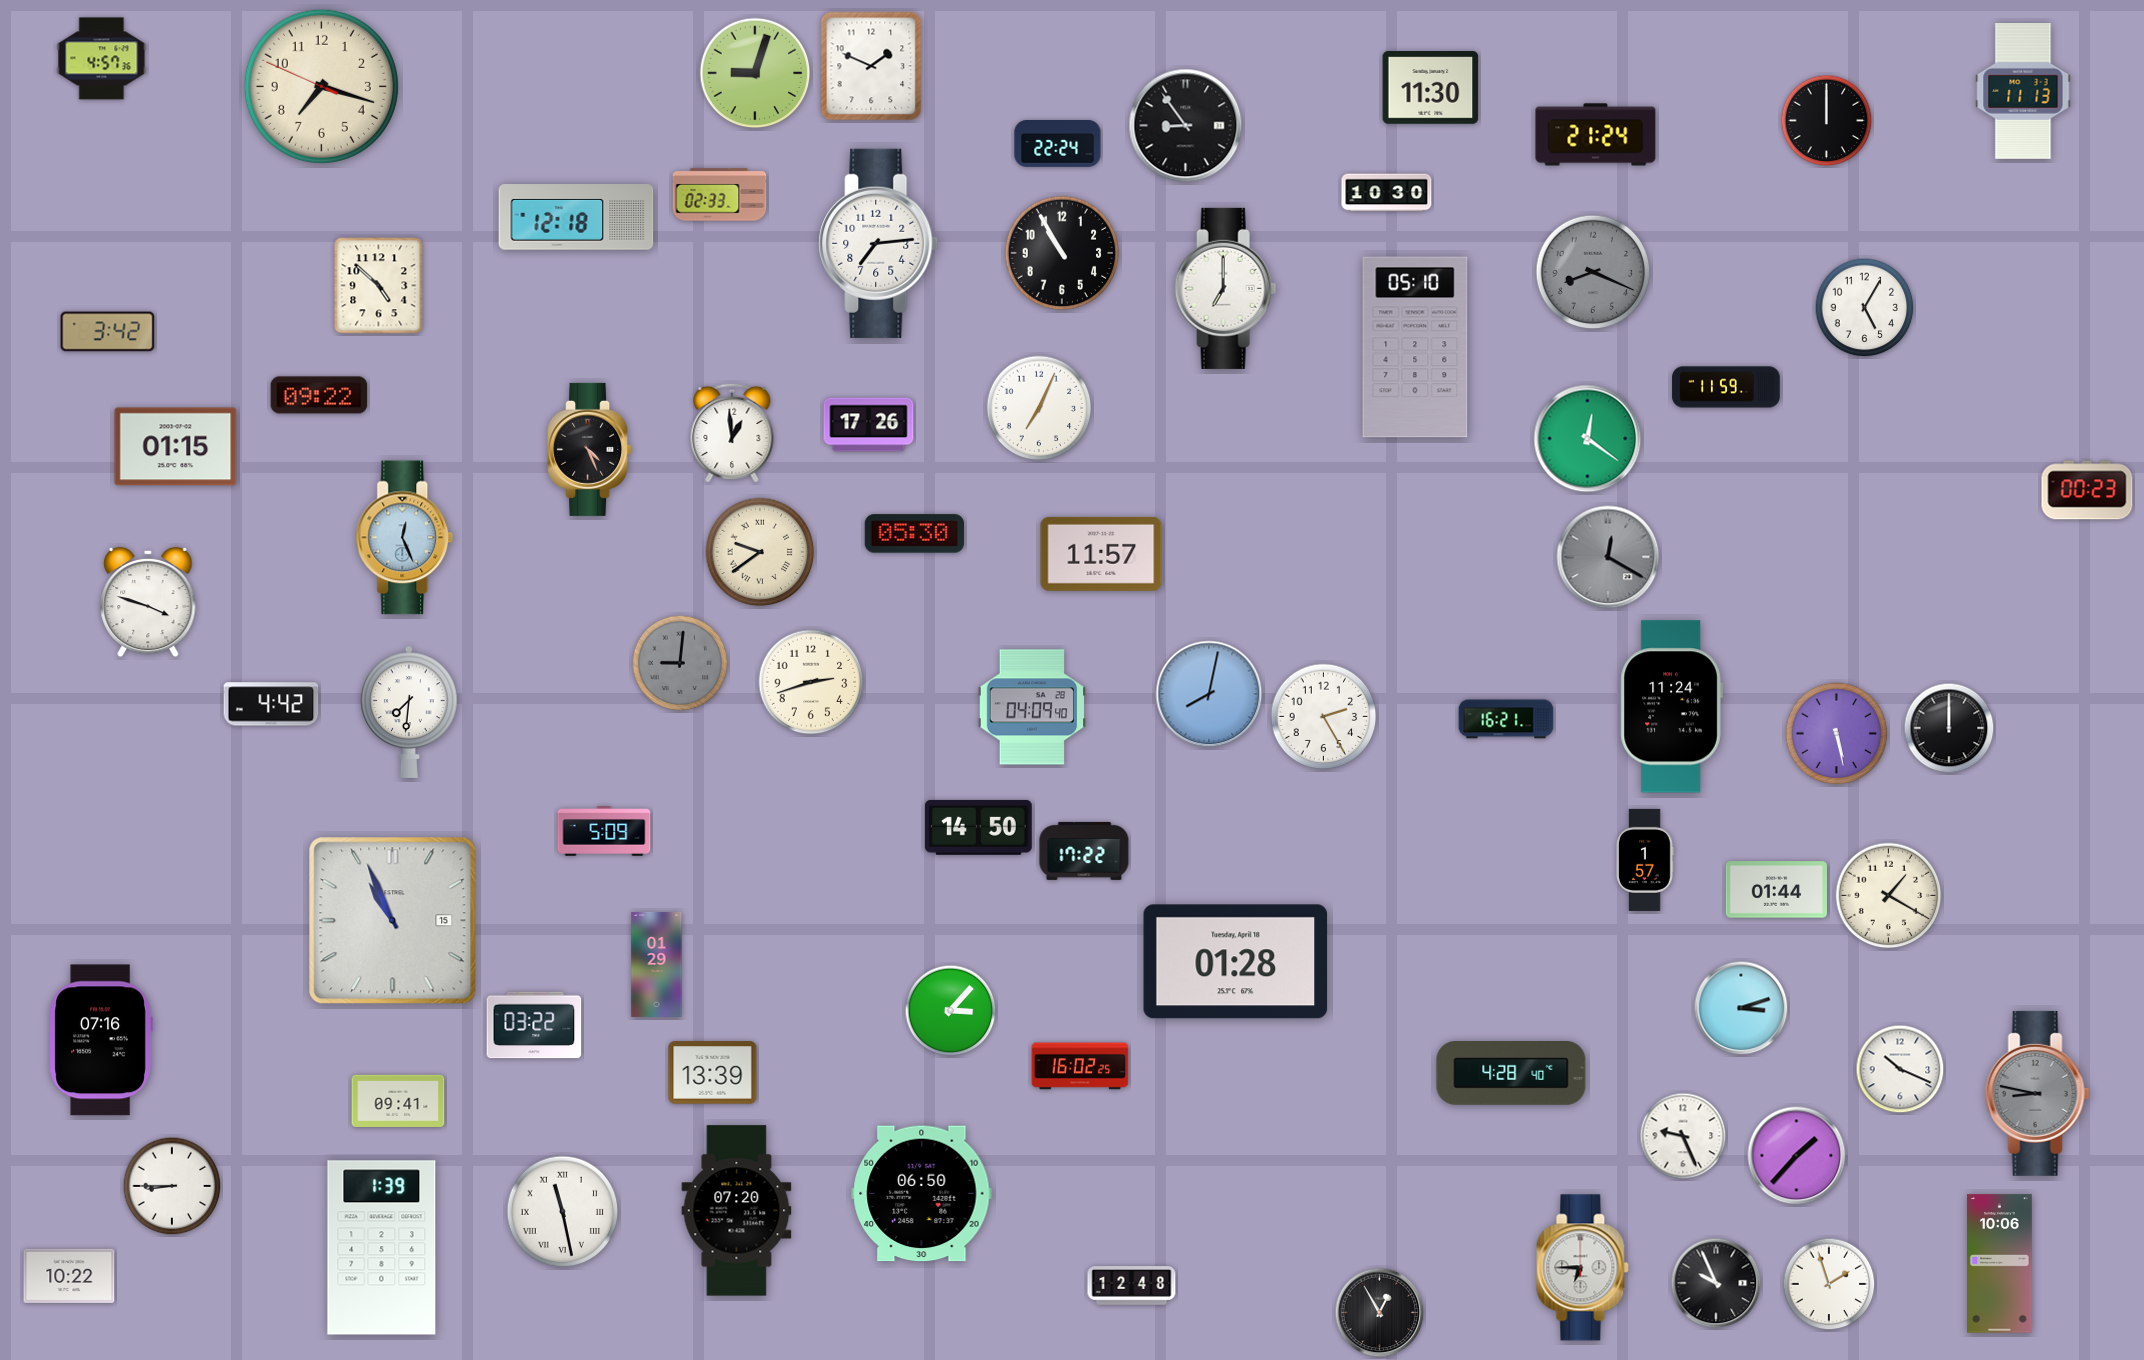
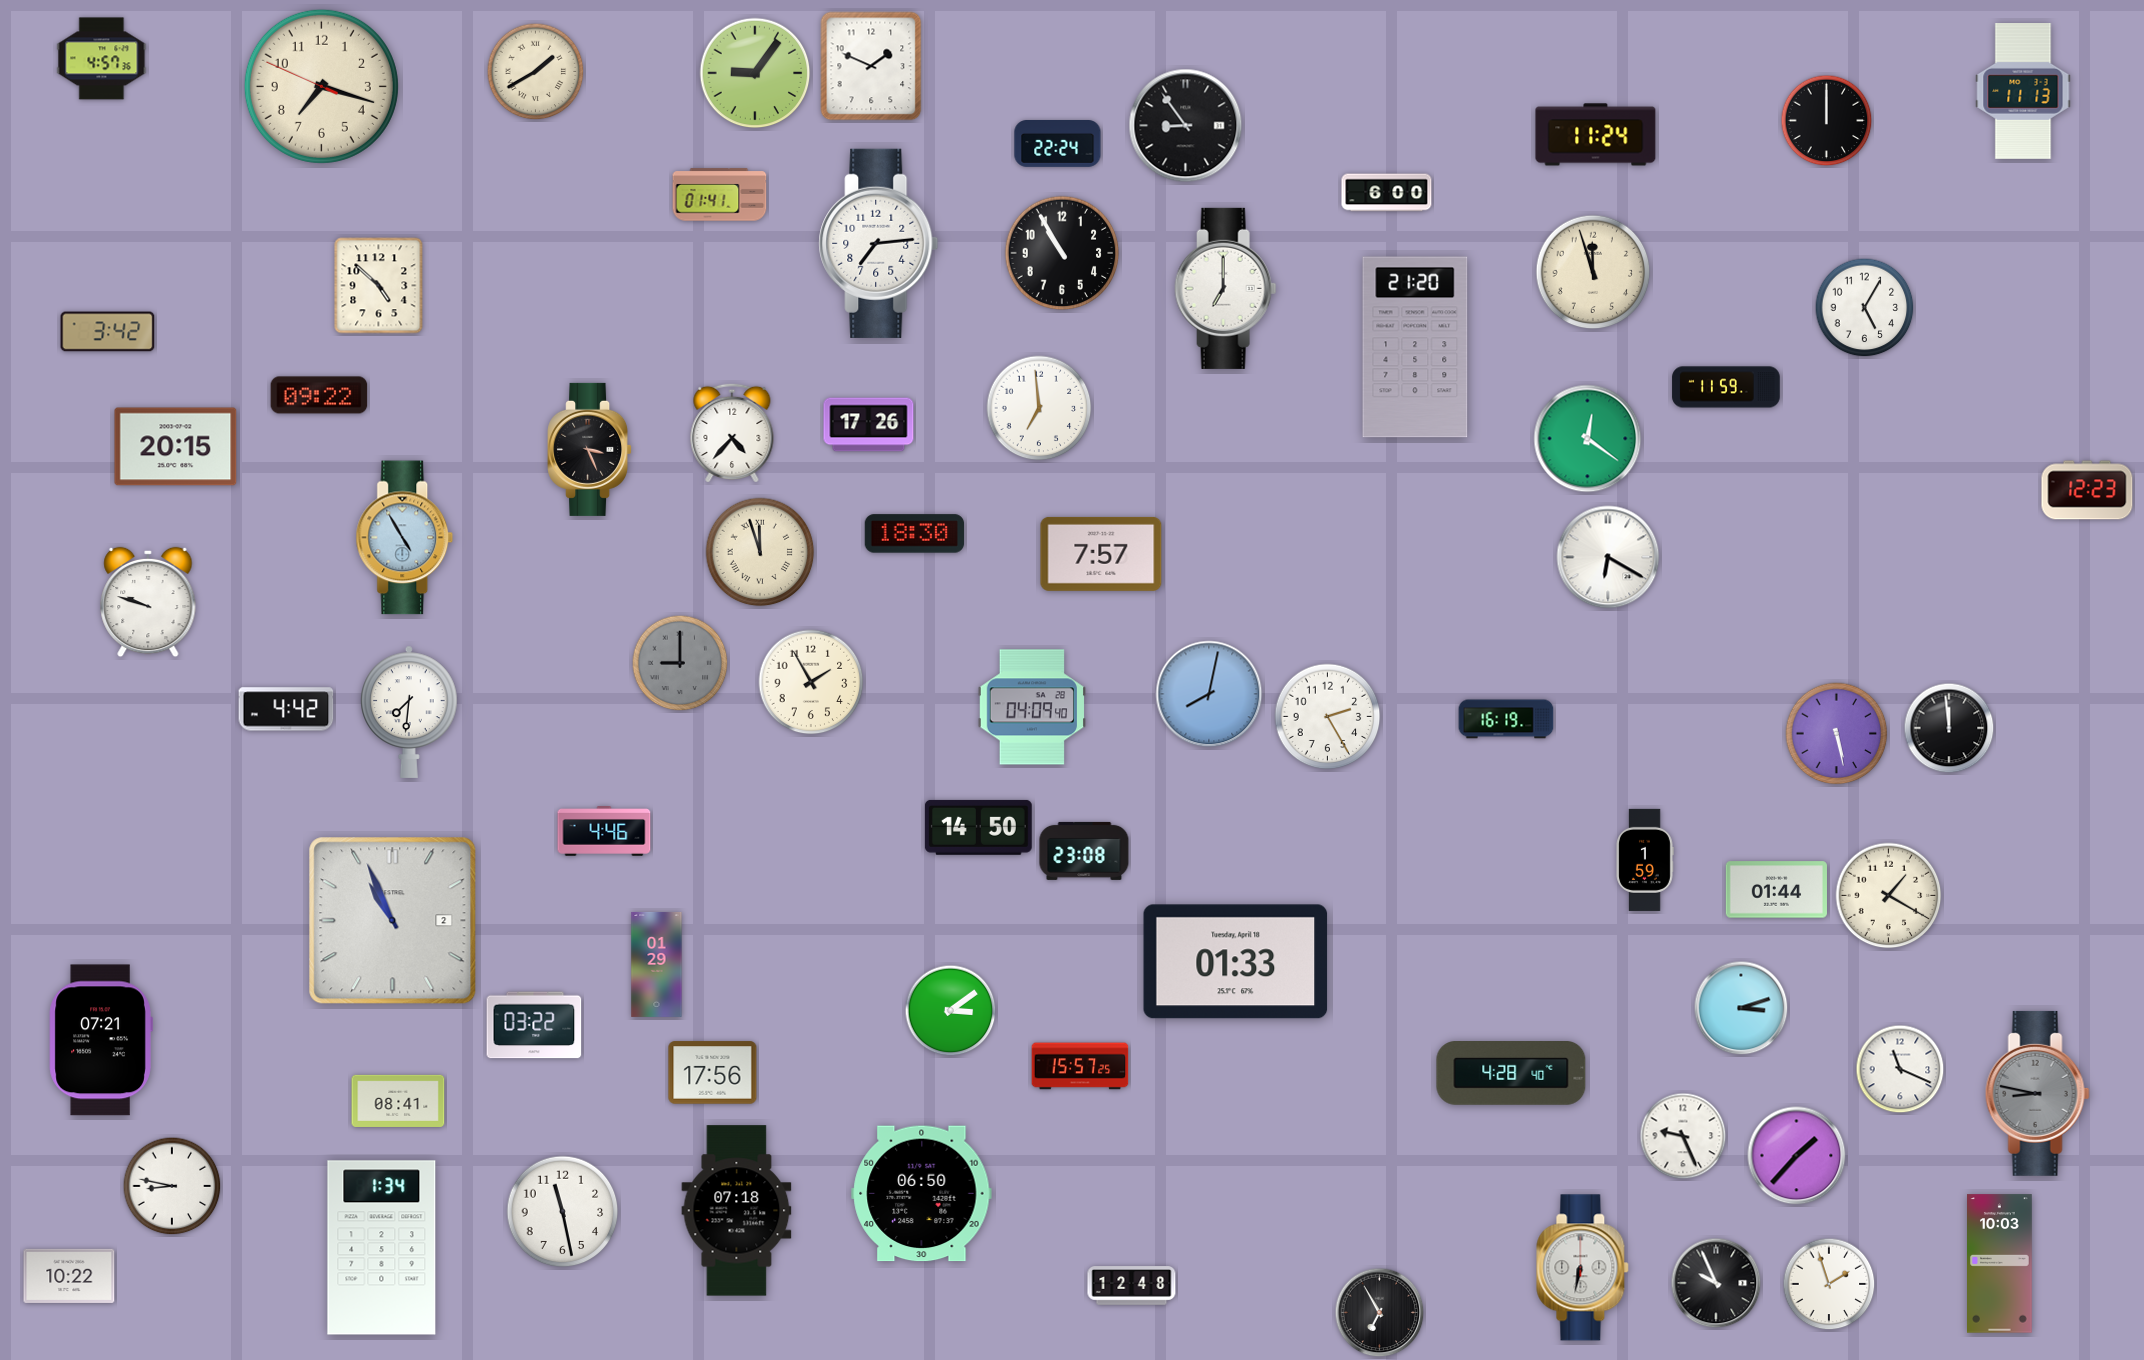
clock at (536, 72): none -> 1:40
clock at (755, 73): 9:03 -> 9:06
clock at (1431, 88): 11:30 -> none
clock at (1596, 135): 21:24 -> 11:24
clock at (1387, 193): 10:30 -> 6:00
clock at (720, 195): 02:33 -> 01:41
clock at (576, 217): 12:18 -> none
clock at (1593, 272): 8:19 -> 11:57
clock at (1593, 272) dial: grey -> cream
clock at (1415, 347): 05:10 -> 21:20
clock at (1039, 408): 7:04 -> 6:59
clock at (732, 433): 12:59 -> 4:37
clock at (176, 447): 01:15 -> 20:15
clock at (590, 449): 4:26 -> 3:26
clock at (2087, 490): 00:23 -> 12:23
clock at (915, 534): 05:30 -> 18:30
clock at (405, 538): 12:26 -> 4:55
clock at (760, 552): 9:39 -> 11:57
clock at (1101, 554): 11:57 -> 7:57
clock at (1608, 557): 12:20 -> 6:20
clock at (1608, 557) dial: grey -> white
clock at (148, 602): 3:48 -> 9:48
clock at (680, 663): 9:01 -> 9:00
clock at (811, 682): 2:42 -> 1:55
clock at (271, 704) position: (271, 704) -> (286, 709)
clock at (1671, 707): 11:24 -> none
clock at (1324, 717) position: (1324, 717) -> (1328, 717)
clock at (1506, 719): 16:21 -> 16:19
clock at (1949, 728): 12:00 -> 11:59
clock at (604, 832): 5:09 -> 4:46
clock at (1084, 851): 17:22 -> 23:08
clock at (1645, 860): 1:57 -> 1:59
clock at (393, 921) date: 15 -> 2
clock at (1236, 962): 01:28 -> 01:33
clock at (951, 1011): 3:07 -> 3:09
clock at (101, 1040): 07:16 -> 07:21
clock at (1080, 1066): 16:02 -> 15:57
clock at (1900, 1069): 10:19 -> 11:19
clock at (713, 1073): 13:39 -> 17:56
clock at (398, 1101): 09:41 -> 08:41
clock at (172, 1186): 8:45 -> 8:47
clock at (737, 1211): 07:20 -> 07:18
clock at (563, 1212) numerals: Roman -> Arabic
clock at (382, 1248): 1:39 -> 1:34
clock at (2000, 1264): 10:06 -> 10:03
clock at (1583, 1268): 6:45 -> 6:32
clock at (1380, 1313): 12:55 -> 6:55
